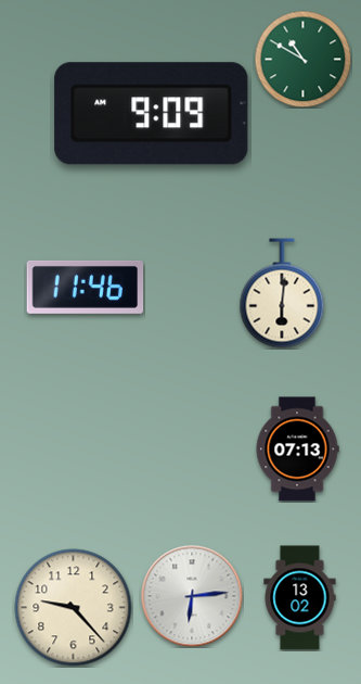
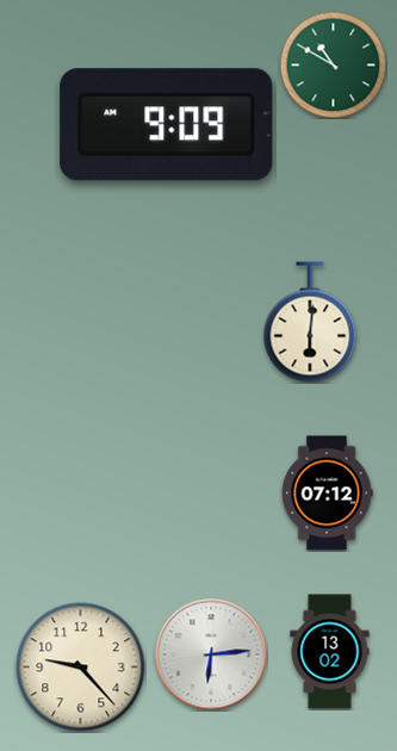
clock at (86, 287): 11:46 -> none
clock at (297, 449): 07:13 -> 07:12
clock at (300, 598) position: (300, 598) -> (330, 652)
